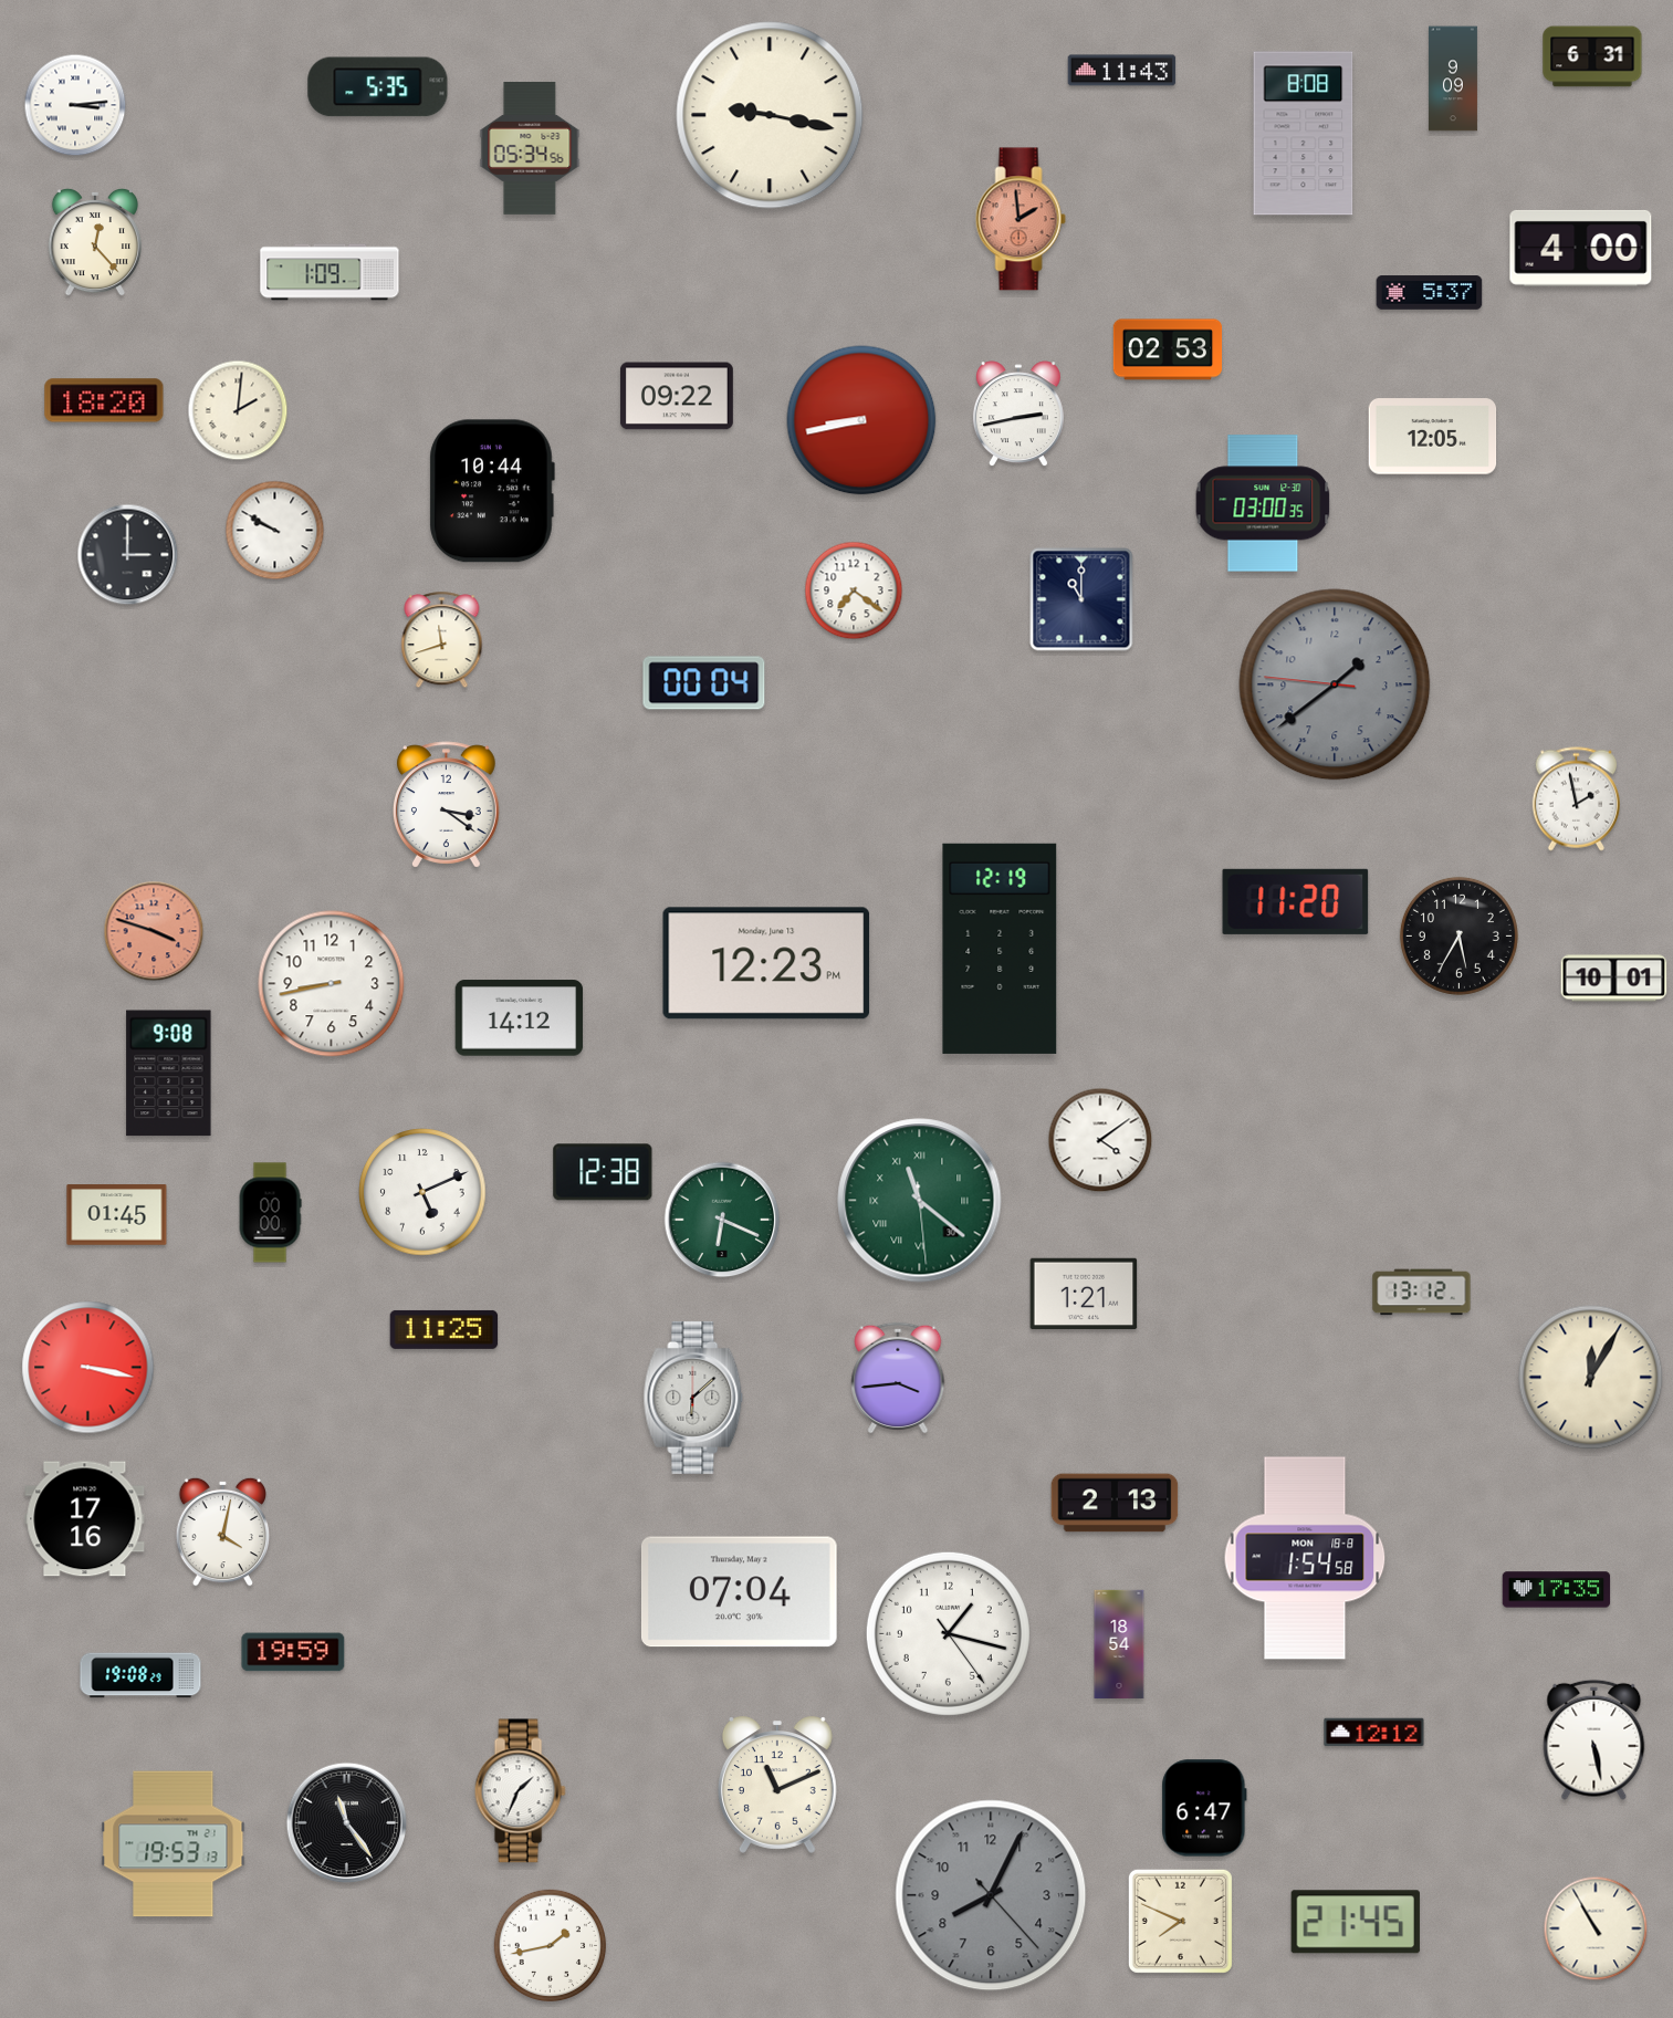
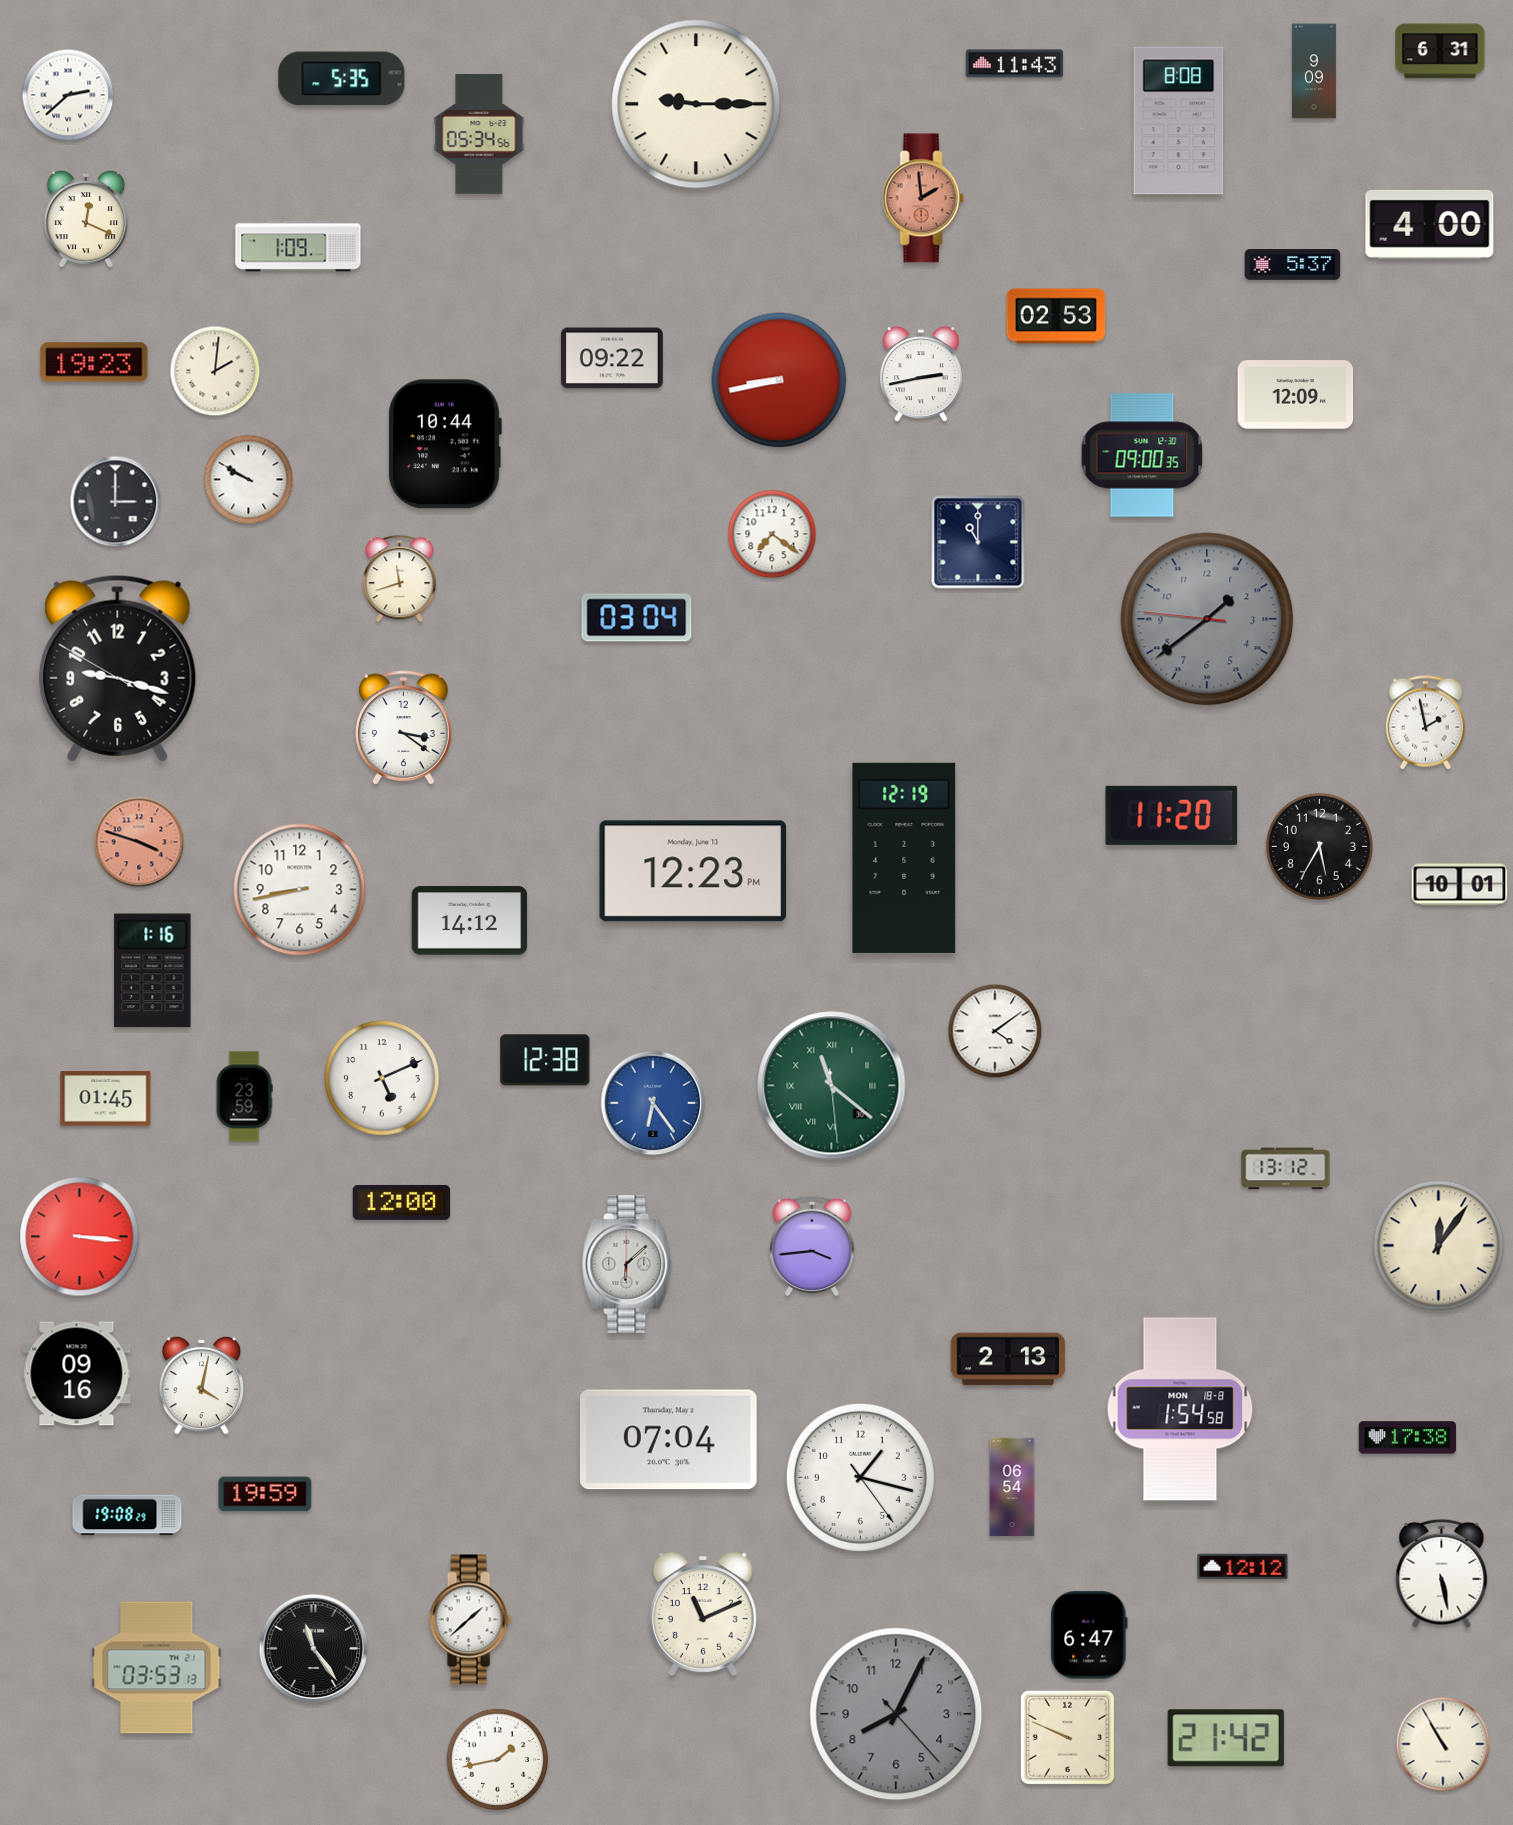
clock at (75, 105): 3:14 -> 2:38
clock at (770, 115): 9:17 -> 9:15
clock at (95, 242): 12:23 -> 12:19
clock at (104, 400): 18:20 -> 19:23
clock at (1433, 437): 12:05 -> 12:09
clock at (1263, 503): 03:00 -> 09:00
clock at (704, 683): 00:04 -> 03:04
clock at (118, 668): none -> 9:17
clock at (169, 1074): 9:08 -> 1:16
clock at (270, 1213): 00:00 -> 23:59
clock at (722, 1220): 6:19 -> 6:24
clock at (722, 1220) dial: green -> blue
clock at (1084, 1294): 1:21 -> none
clock at (445, 1329): 11:25 -> 12:00
clock at (88, 1368): 3:17 -> 3:16
clock at (1591, 1378): 12:05 -> 12:06
clock at (85, 1519): 17:16 -> 09:16
clock at (1557, 1590): 17:35 -> 17:38
clock at (948, 1633) position: (948, 1633) -> (860, 1477)
clock at (1119, 1644): 18:54 -> 06:54
clock at (520, 1791): 1:34 -> 1:38
clock at (174, 1844): 19:53 -> 03:53
clock at (1180, 1921): 7:49 -> 9:49
clock at (1356, 1922): 21:45 -> 21:42
